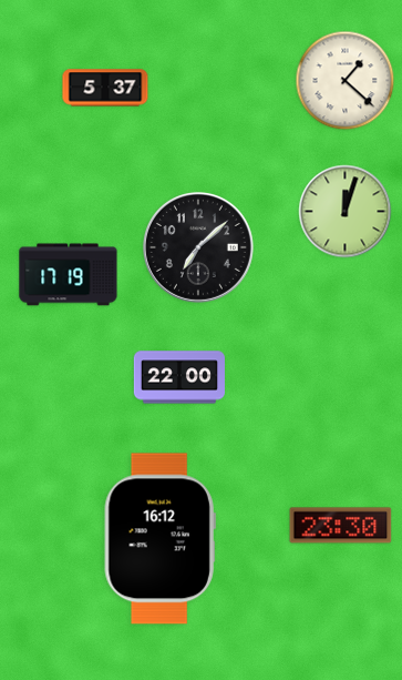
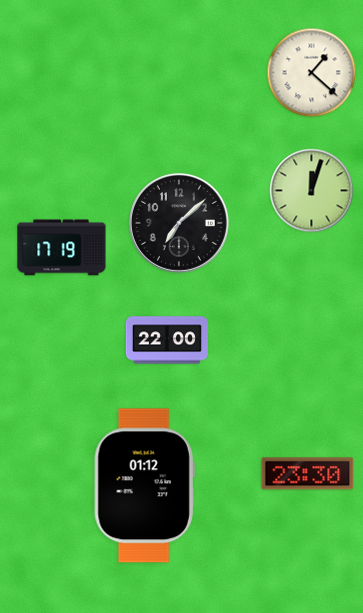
clock at (105, 88): 5:37 -> none
clock at (178, 377) position: (178, 377) -> (166, 340)
clock at (159, 539): 16:12 -> 01:12
